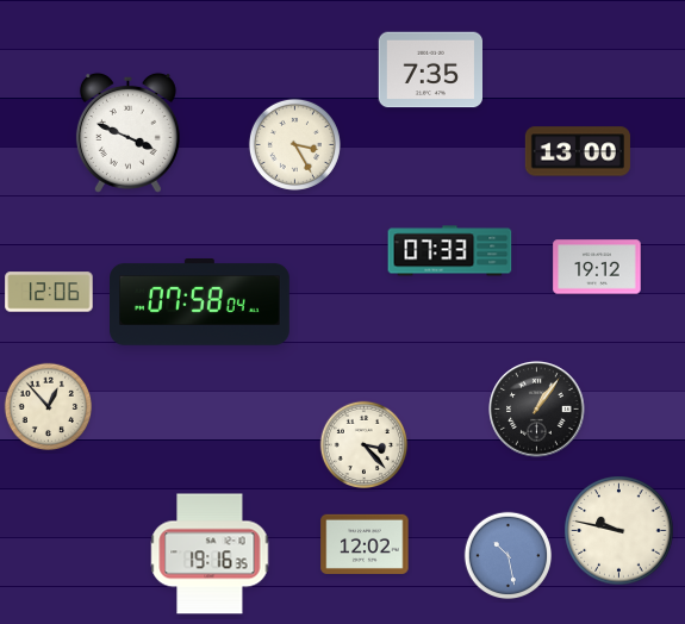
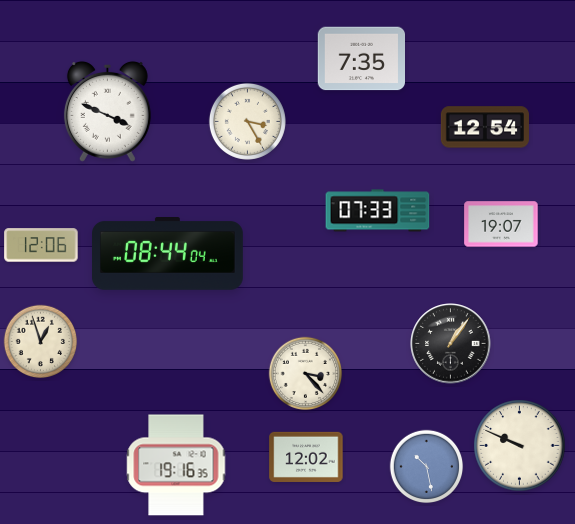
clock at (578, 151): 13:00 -> 12:54
clock at (597, 267): 19:12 -> 19:07
clock at (200, 302): 07:58 -> 08:44
clock at (49, 407): 12:53 -> 12:57
clock at (619, 531): 9:47 -> 9:49
